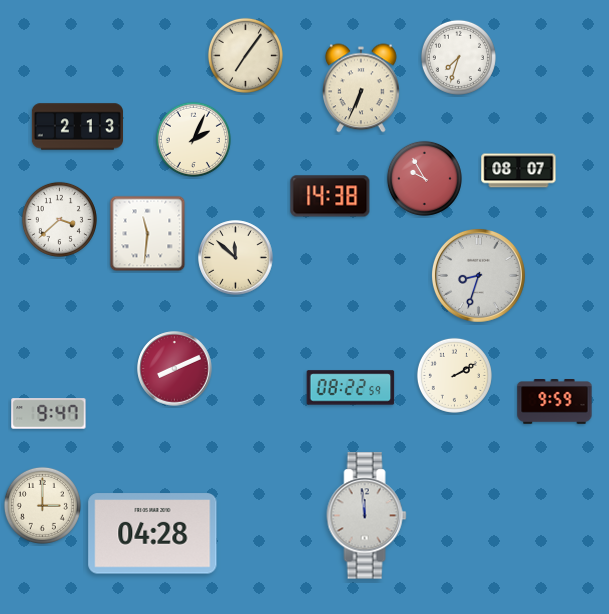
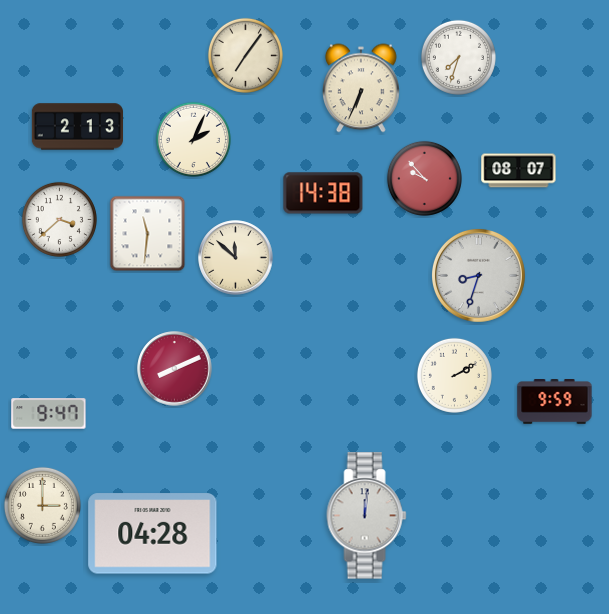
clock at (424, 178): 9:55 -> 9:53
clock at (330, 196) position: (330, 196) -> (323, 193)
clock at (351, 388): 08:22 -> none
clock at (367, 516): 11:59 -> 12:01
